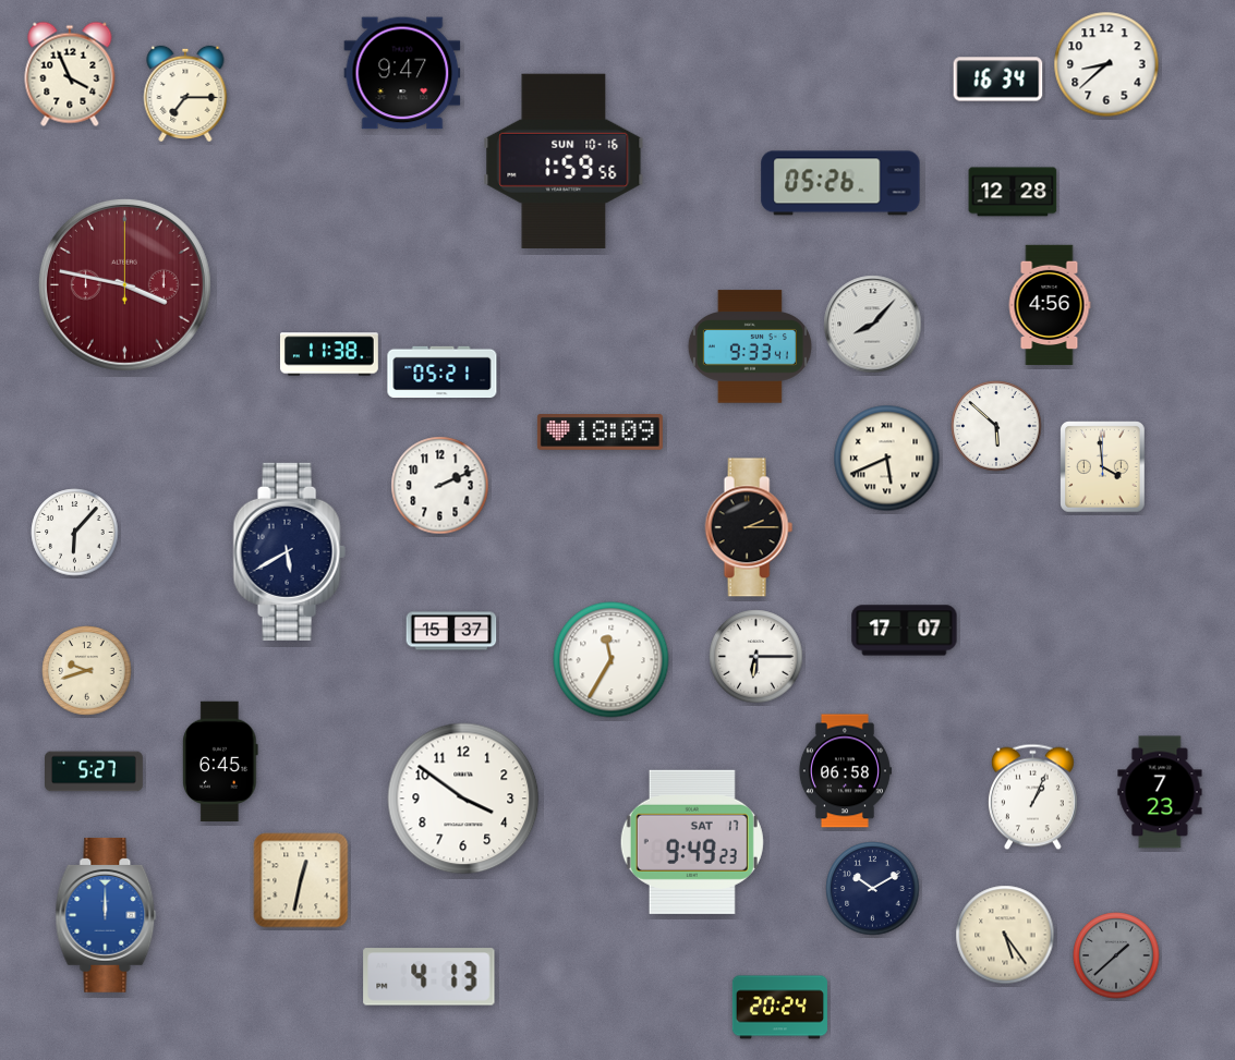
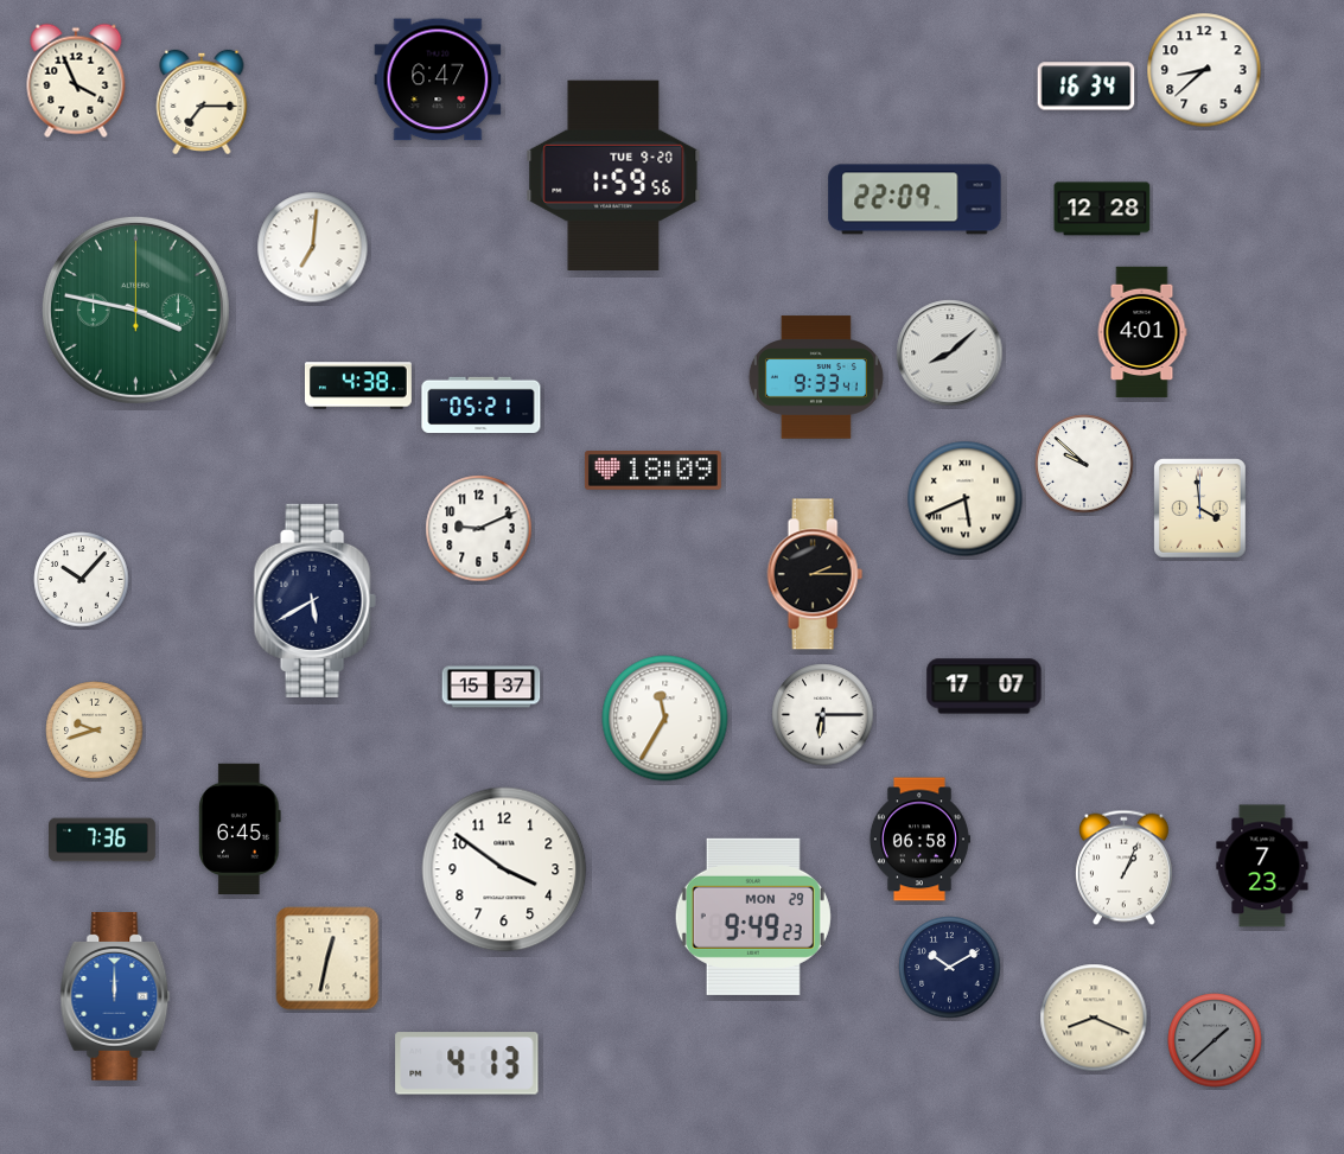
clock at (402, 73): 9:47 -> 6:47
clock at (564, 161) date: SUN 10-16 -> TUE 9-20
clock at (840, 183): 05:26 -> 22:09
clock at (313, 248): none -> 7:01
clock at (124, 284) dial: burgundy -> green
clock at (1050, 305): 4:56 -> 4:01
clock at (873, 325): 8:07 -> 8:08
clock at (329, 354): 11:38 -> 4:38
clock at (996, 426): 5:52 -> 9:52
clock at (440, 486): 2:11 -> 9:11
clock at (75, 533): 6:07 -> 10:07
clock at (95, 771): 5:27 -> 7:36
clock at (1160, 792) position: (1160, 792) -> (1262, 866)
clock at (692, 842) date: SAT 17 -> MON 29
clock at (1005, 935): 5:24 -> 8:19
clock at (779, 1008): 20:24 -> none
